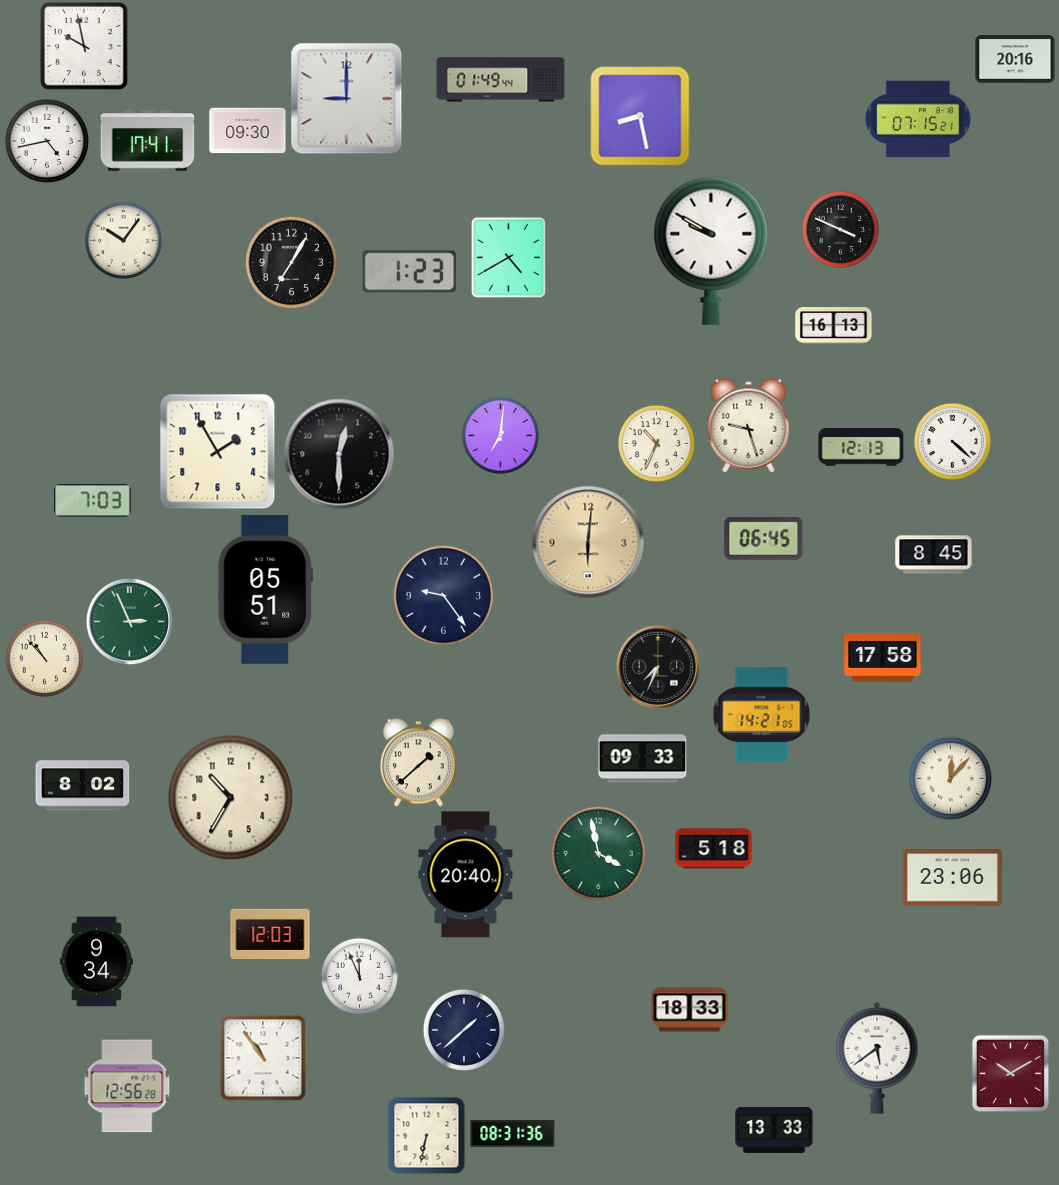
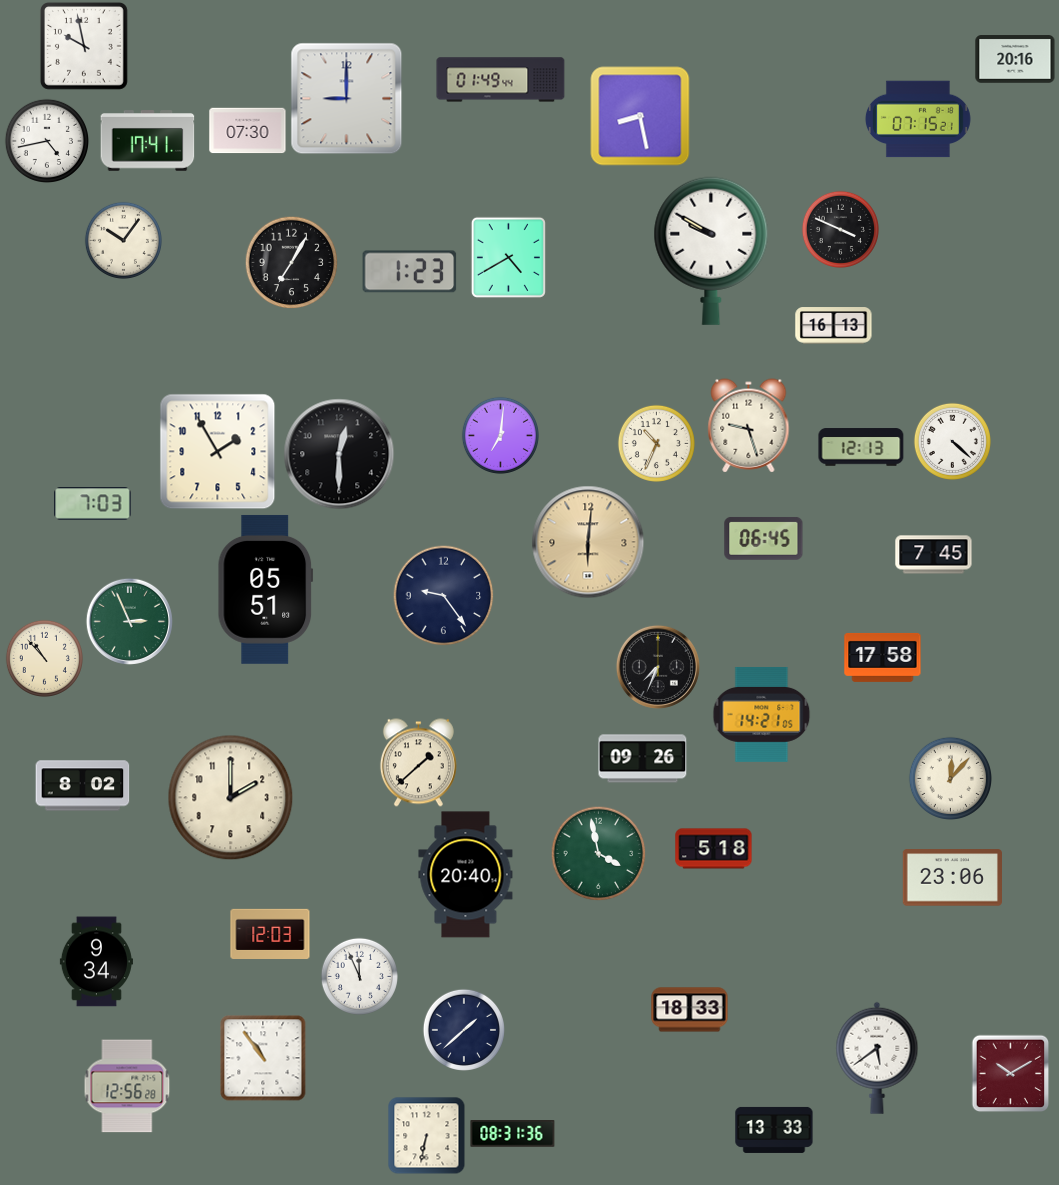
clock at (248, 131): 09:30 -> 07:30
clock at (93, 501) position: (93, 501) -> (93, 504)
clock at (934, 555): 8:45 -> 7:45
clock at (643, 759): 09:33 -> 09:26
clock at (231, 798): 10:35 -> 2:00
